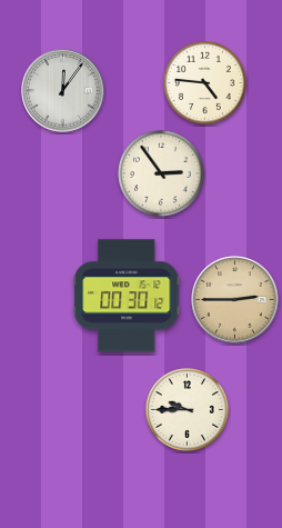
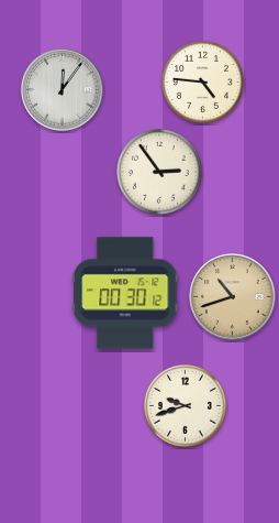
clock at (235, 300): 2:45 -> 10:42
clock at (187, 409): 9:45 -> 9:42
